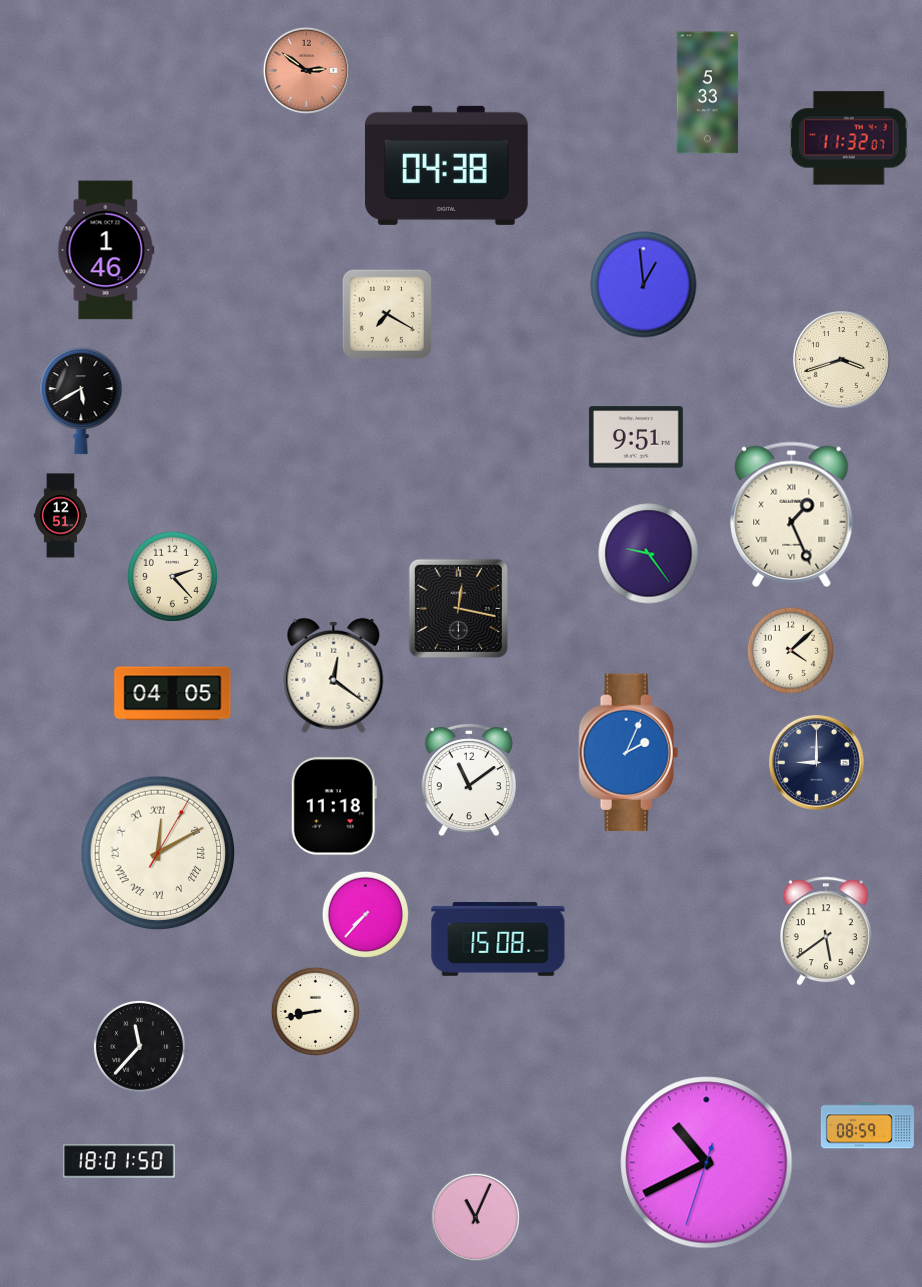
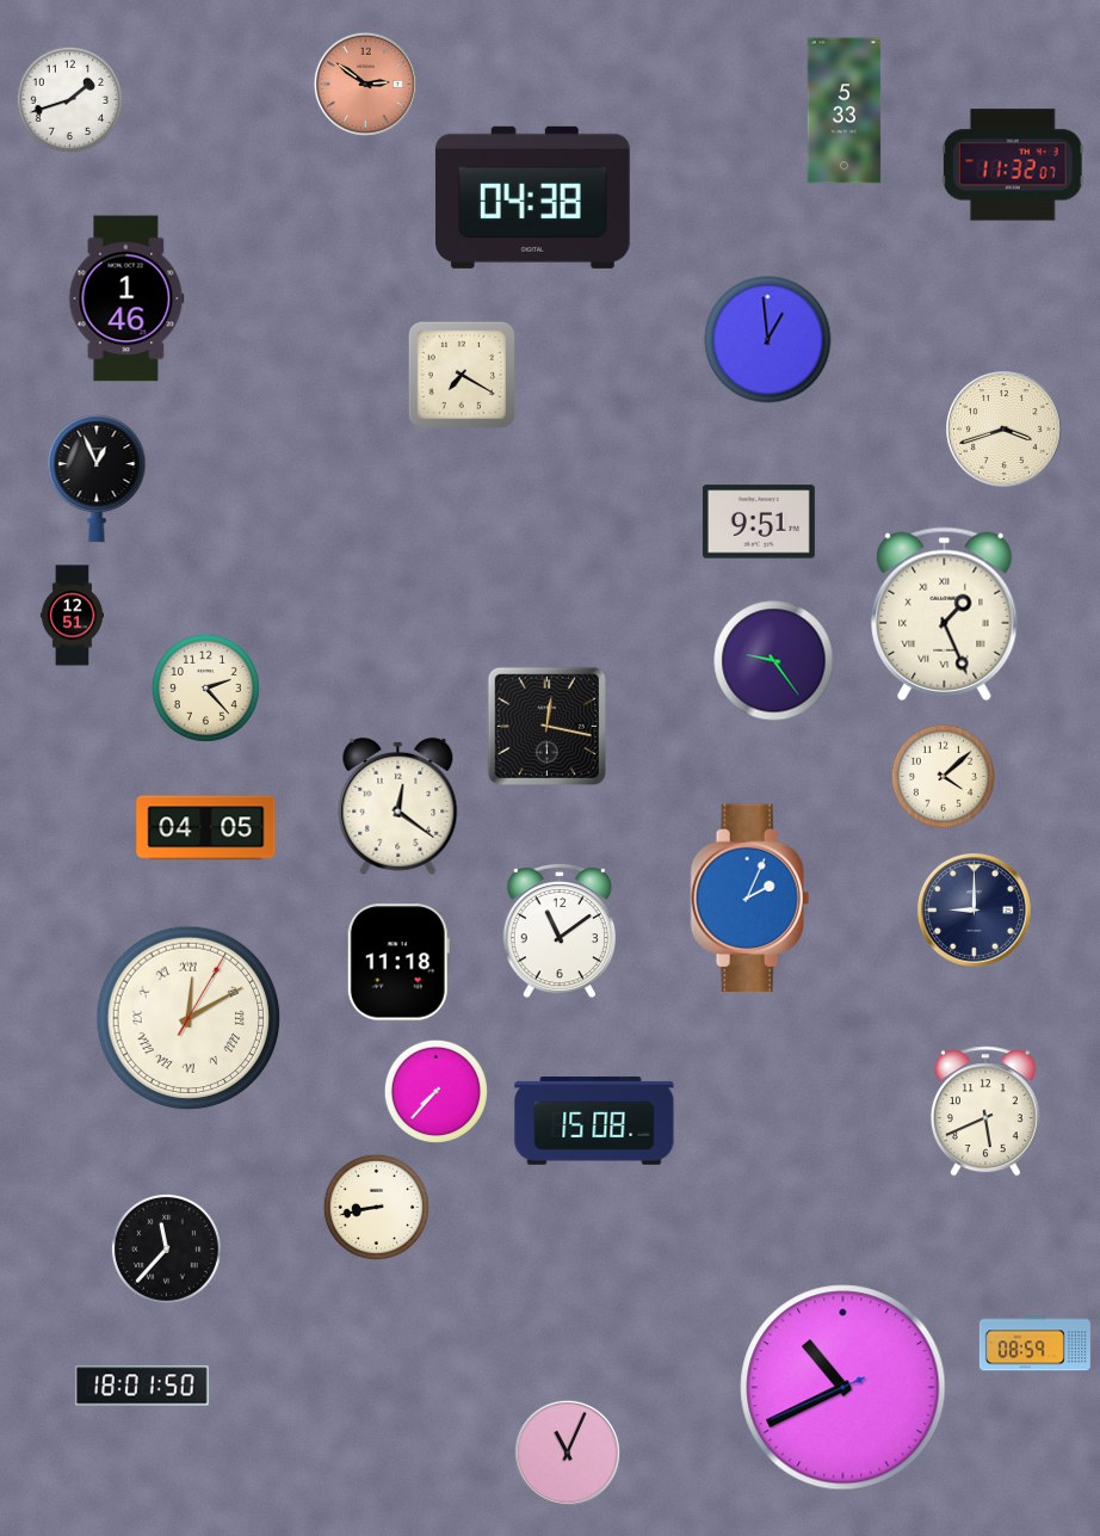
clock at (69, 99): none -> 1:42
clock at (81, 401): 5:40 -> 12:56
clock at (826, 931): 5:39 -> 5:41
clock at (707, 1163): 10:40:33 -> 10:40:41
